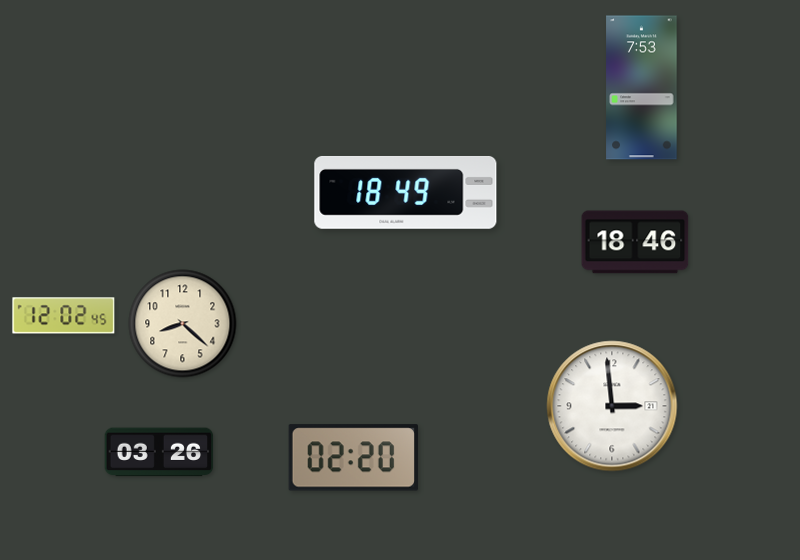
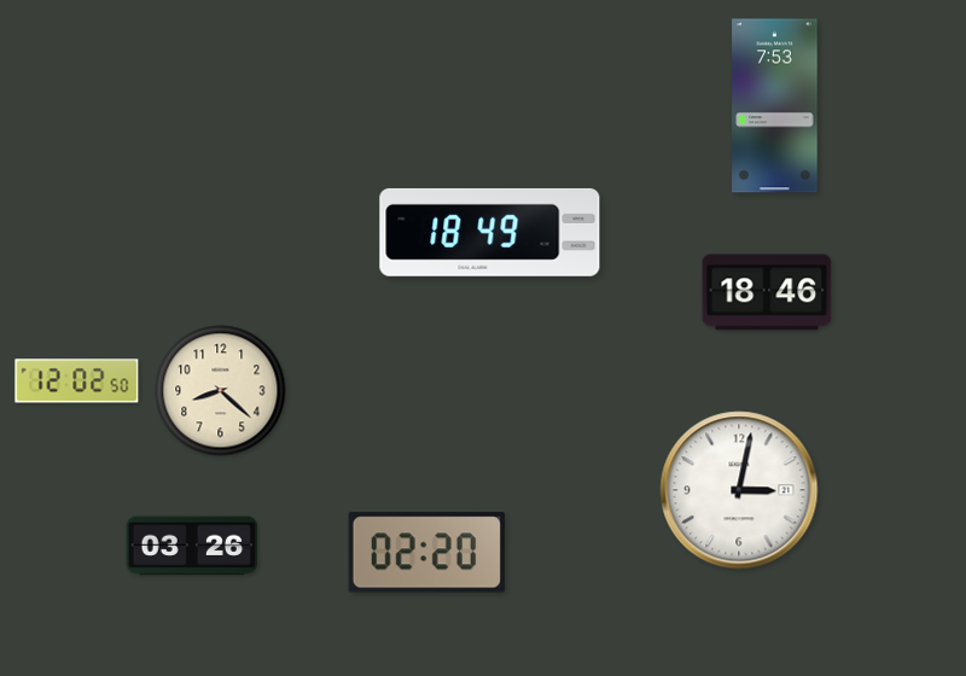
clock at (64, 316): 12:02:45 -> 12:02:50
clock at (612, 406): 2:59 -> 3:02
